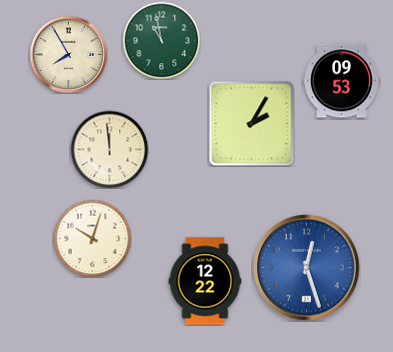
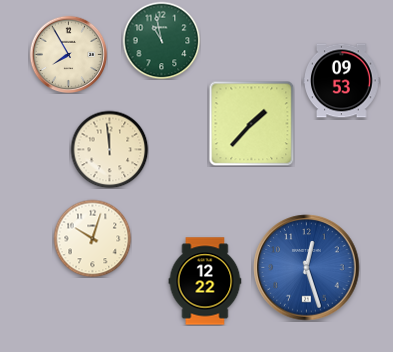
clock at (251, 123): 2:05 -> 1:37
